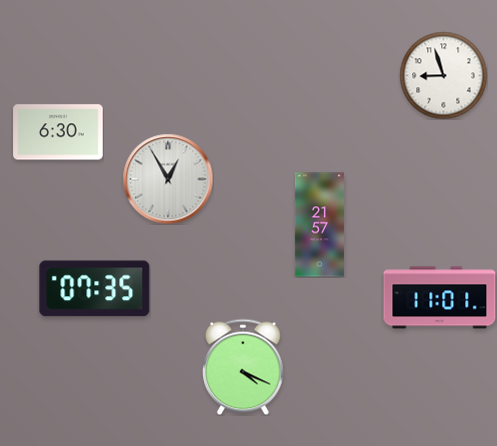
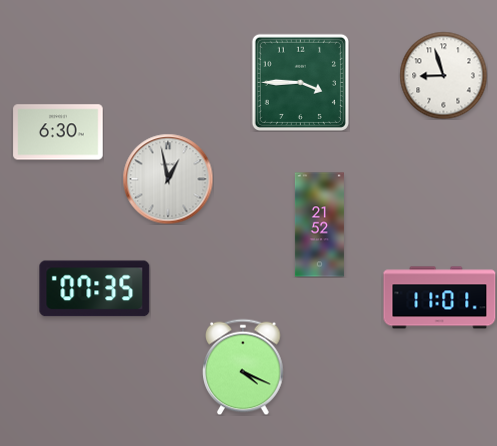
clock at (300, 82): none -> 3:45
clock at (168, 179): 12:55 -> 12:58
clock at (319, 225): 21:57 -> 21:52
